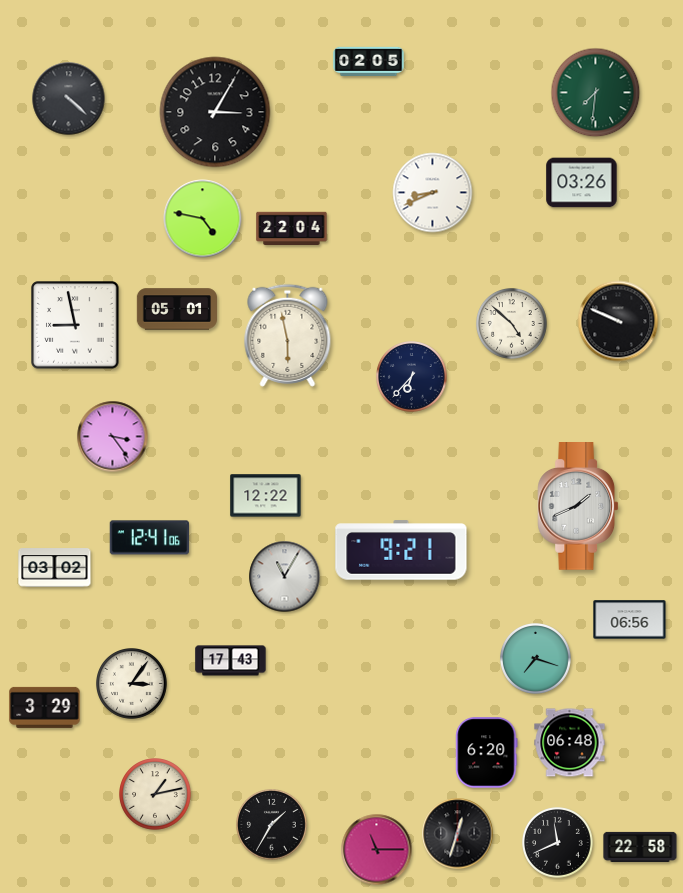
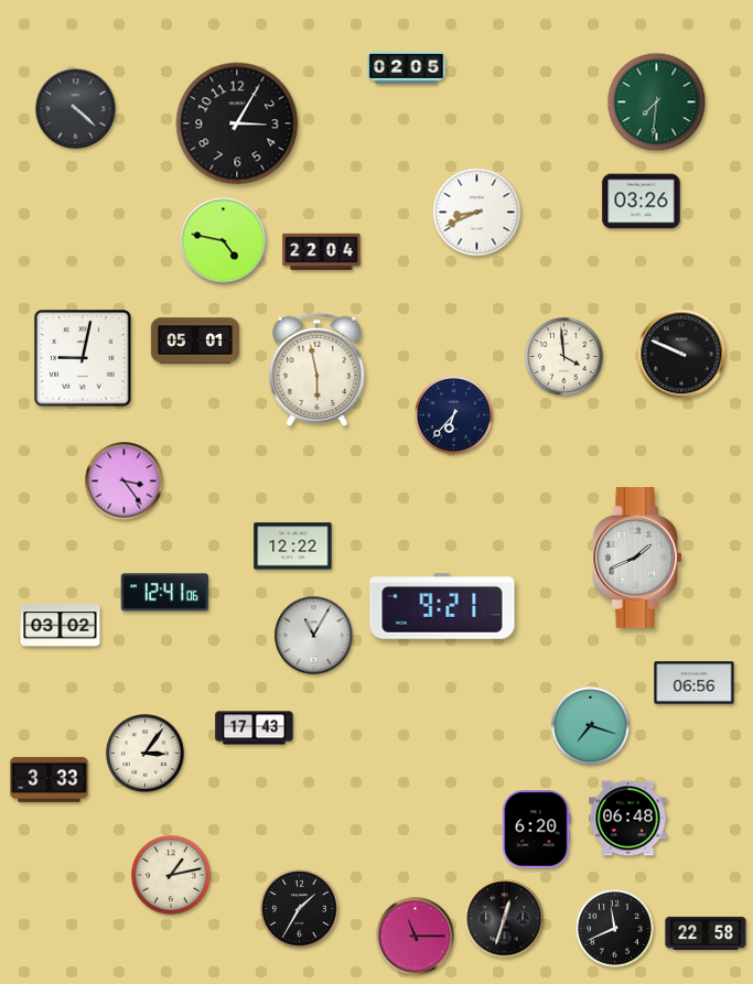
clock at (512, 324): 4:52 -> 3:59
clock at (75, 325): 8:58 -> 9:02
clock at (45, 707): 3:29 -> 3:33
